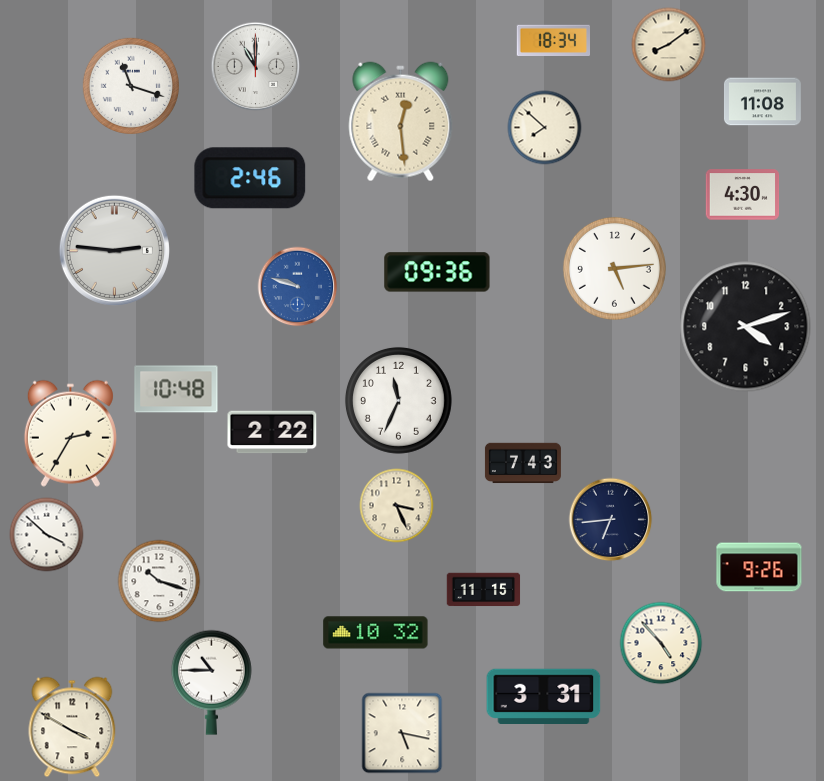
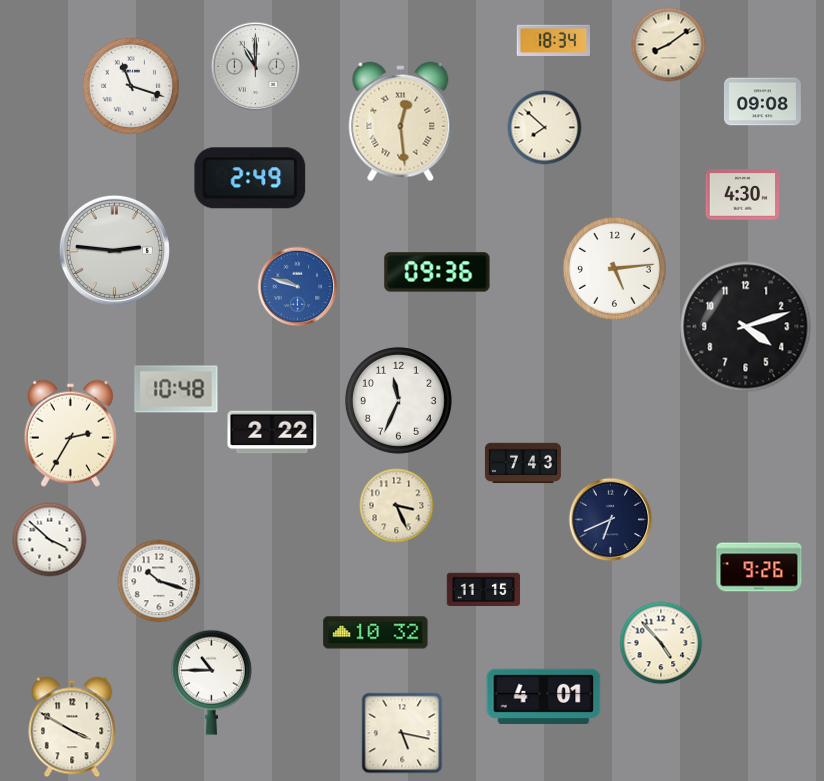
clock at (762, 102): 11:08 -> 09:08
clock at (250, 178): 2:46 -> 2:49
clock at (611, 520): 6:44 -> 6:41
clock at (47, 535) position: (47, 535) -> (50, 540)
clock at (544, 696): 3:31 -> 4:01
